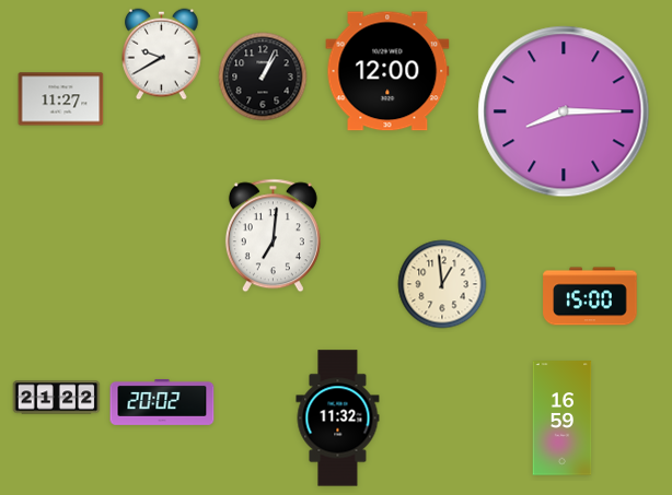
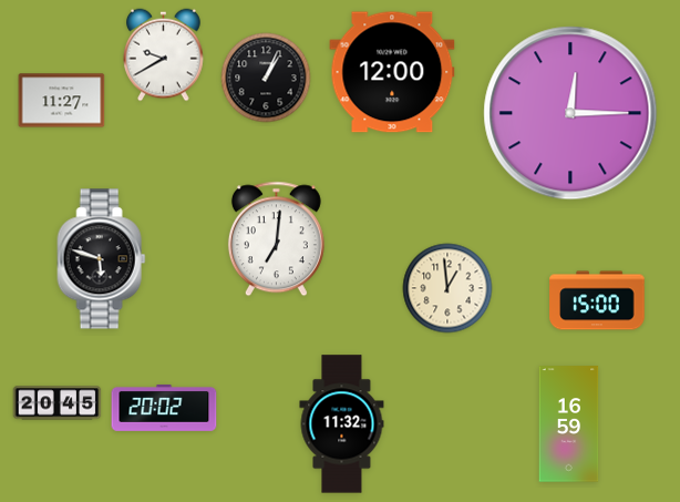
clock at (564, 111): 8:15 -> 12:15
clock at (102, 259): none -> 5:48
clock at (57, 398): 21:22 -> 20:45
